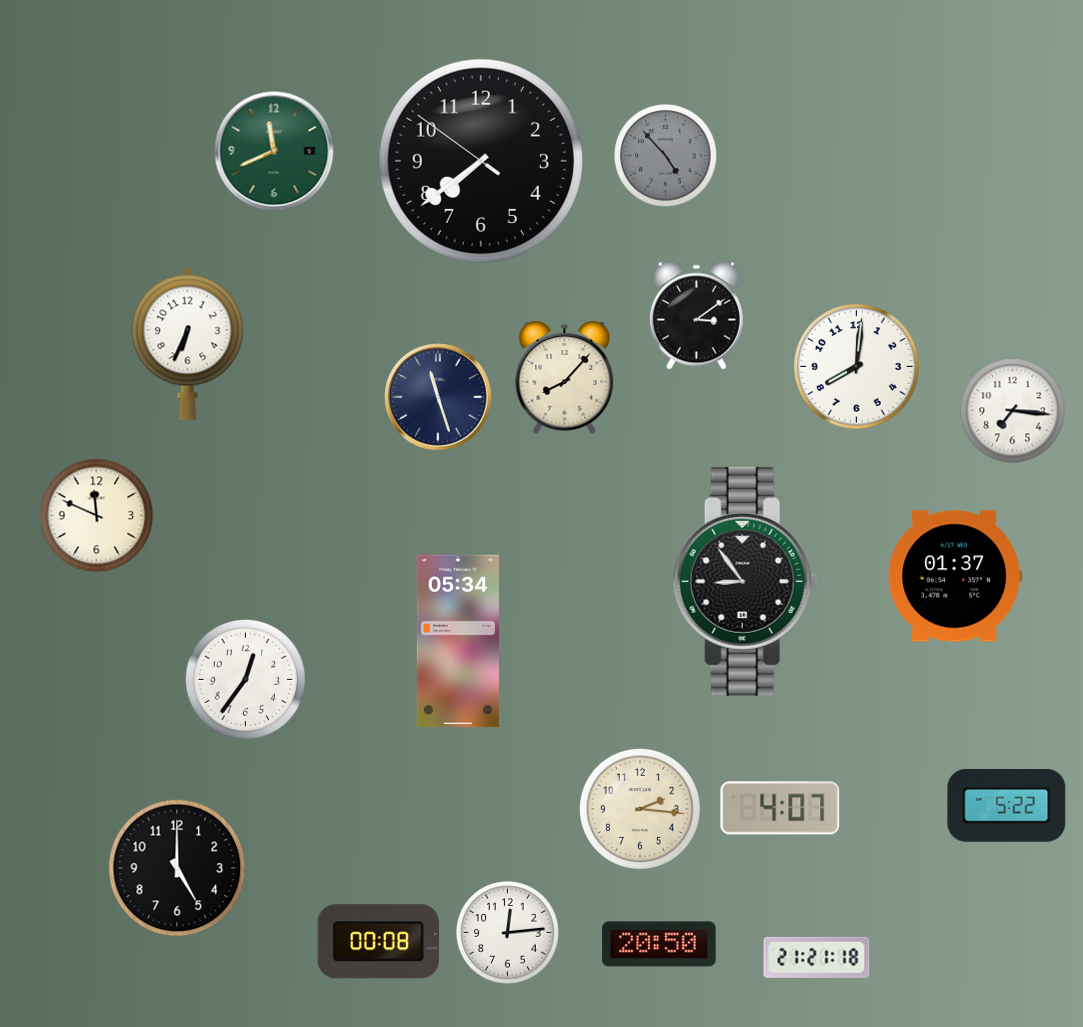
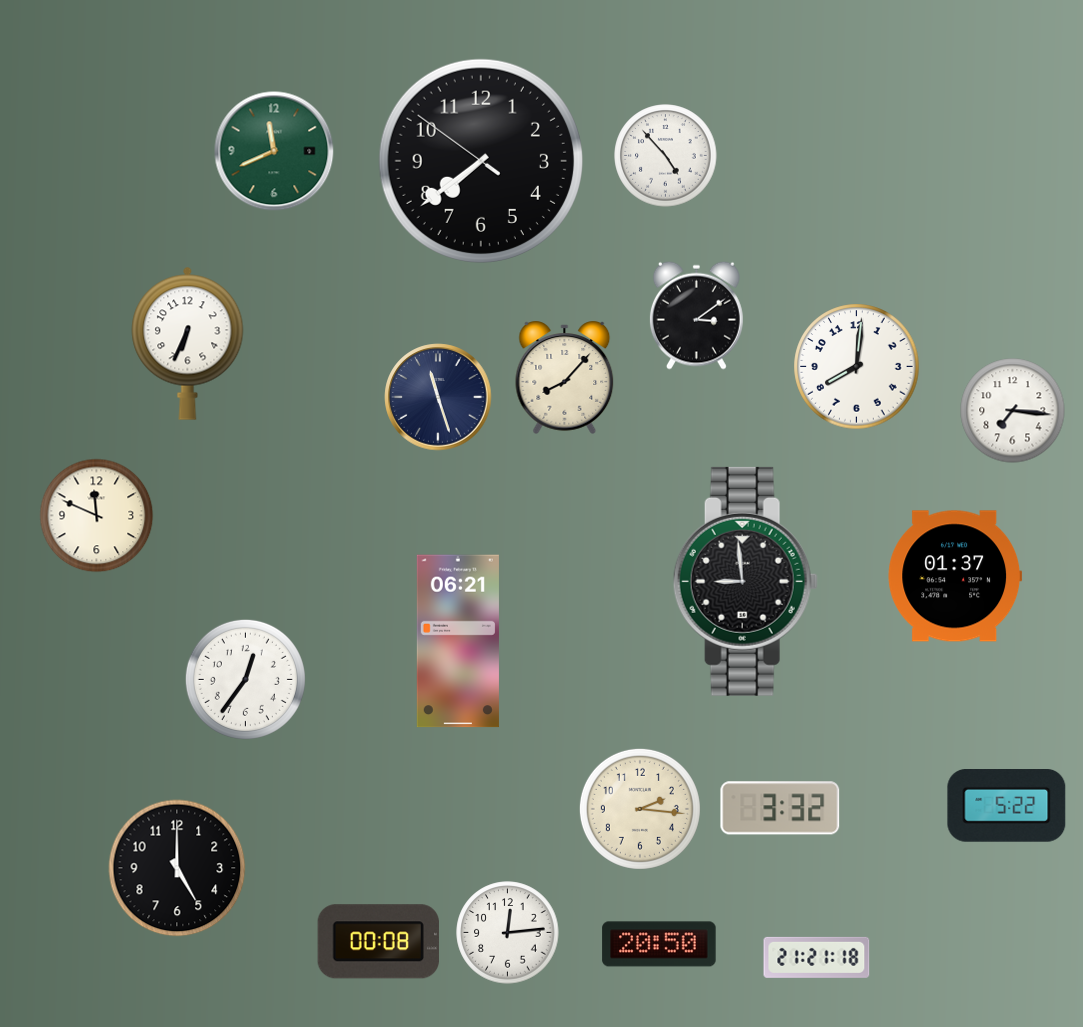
clock at (666, 156) dial: grey -> white
clock at (745, 581): 8:54 -> 8:59
clock at (458, 641): 05:34 -> 06:21
clock at (780, 808): 4:07 -> 3:32
